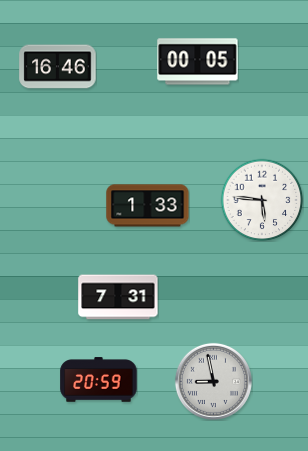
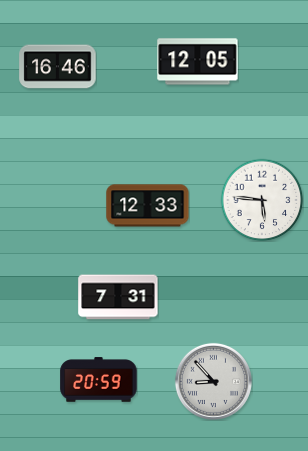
clock at (198, 62): 00:05 -> 12:05
clock at (148, 206): 1:33 -> 12:33
clock at (213, 381): 8:58 -> 8:53
